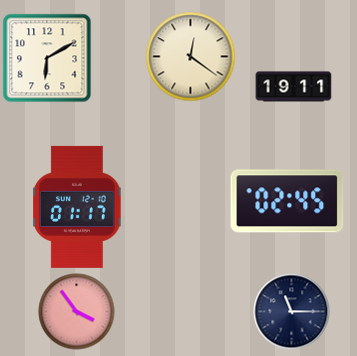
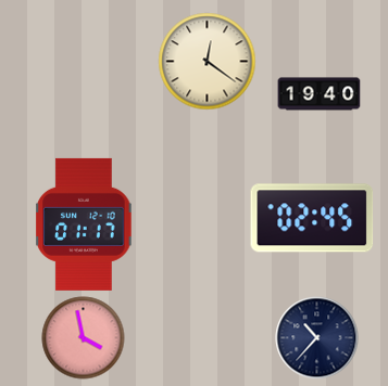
clock at (47, 58): 6:10 -> none
clock at (294, 87): 19:11 -> 19:40
clock at (77, 312): 3:54 -> 3:58
clock at (292, 312): 11:15 -> 10:37
